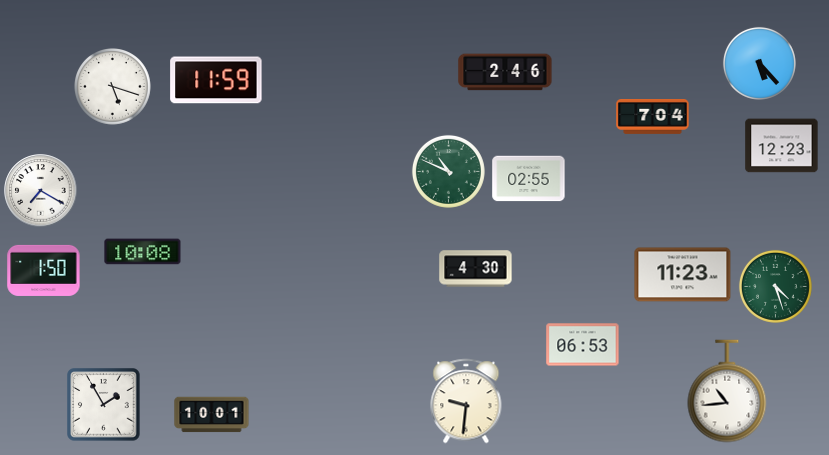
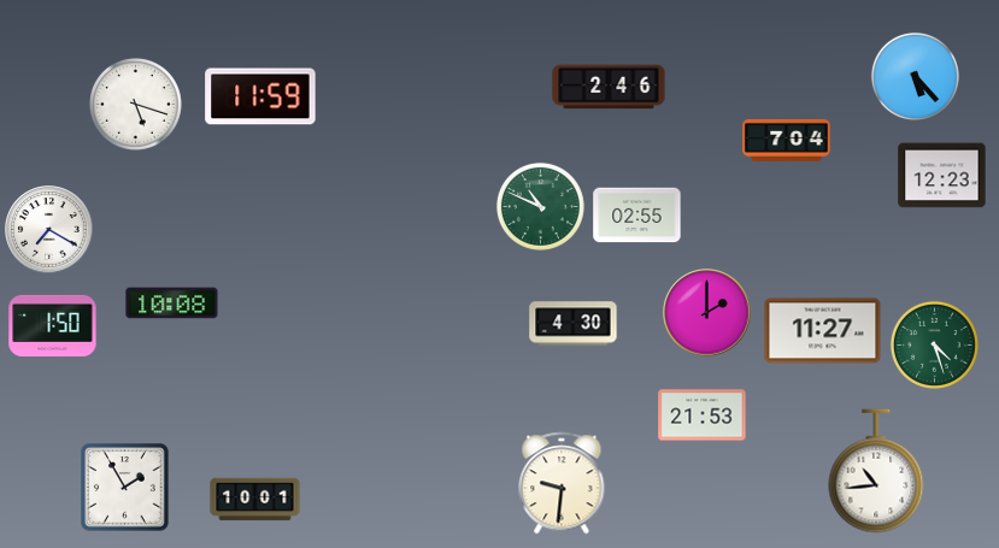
clock at (707, 313): none -> 2:00
clock at (683, 275): 11:23 -> 11:27
clock at (583, 345): 06:53 -> 21:53
